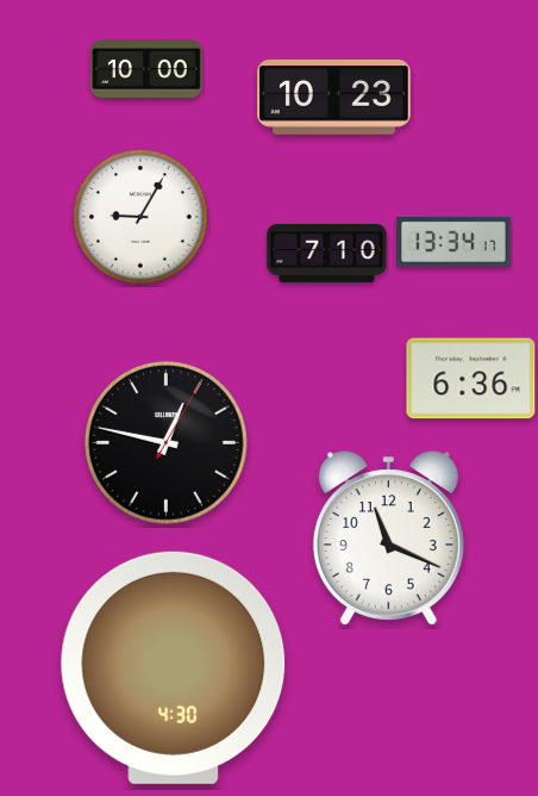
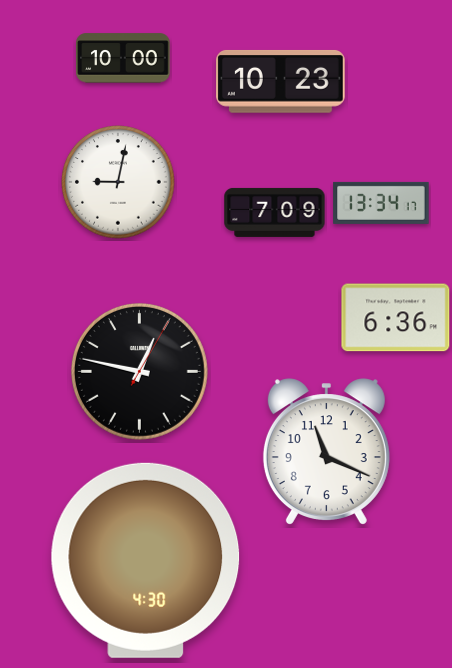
clock at (140, 217): 9:05 -> 9:02
clock at (327, 253): 7:10 -> 7:09
